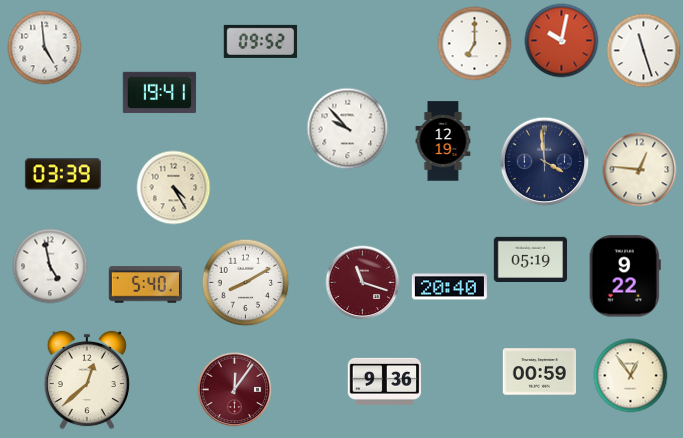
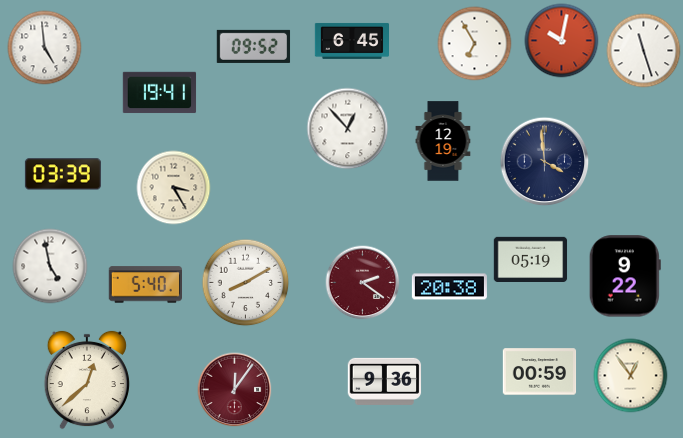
clock at (261, 41) position: (261, 41) -> (254, 46)
clock at (351, 41): none -> 6:45
clock at (475, 44): 7:00 -> 6:55
clock at (348, 129): 9:53 -> 12:53
clock at (640, 170): 12:46 -> none
clock at (174, 188): 4:25 -> 3:25
clock at (363, 283): 11:18 -> 2:21
clock at (449, 287): 20:40 -> 20:38
